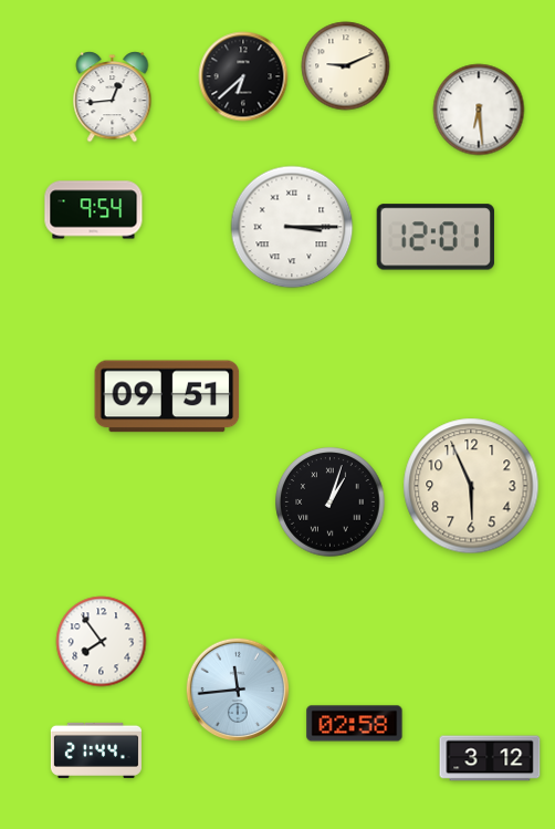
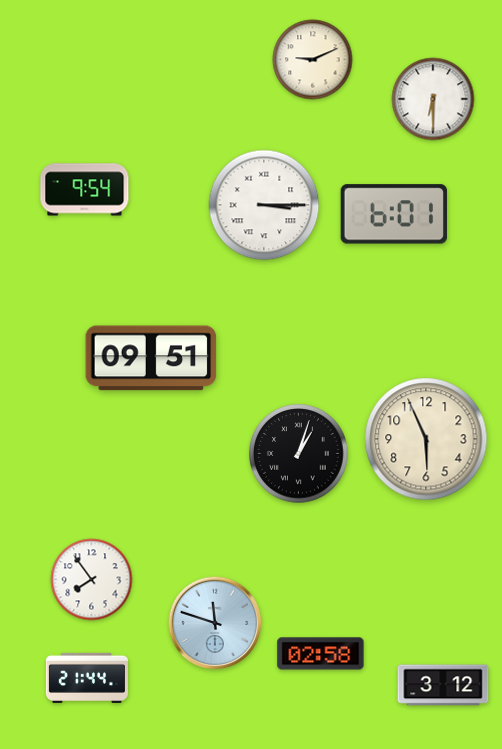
clock at (243, 76): 6:38 -> none
clock at (113, 97): 12:44 -> none
clock at (479, 110): 6:29 -> 6:30
clock at (436, 237): 12:01 -> 6:01
clock at (238, 690): 11:44 -> 11:48
